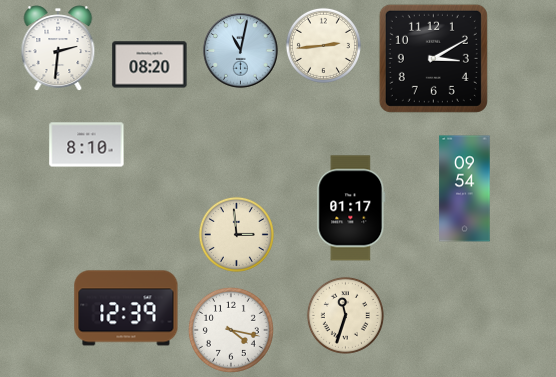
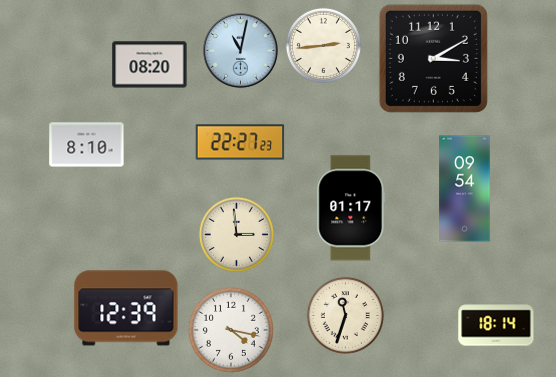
clock at (58, 48): 2:31 -> none
clock at (240, 142): none -> 22:27
clock at (496, 324): none -> 18:14
